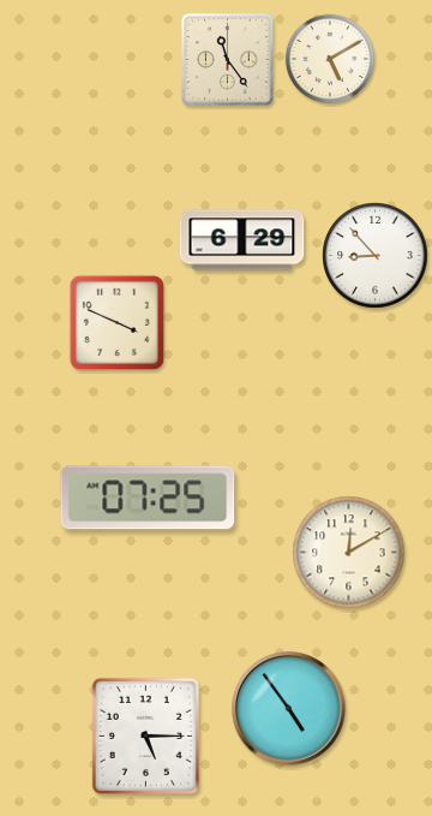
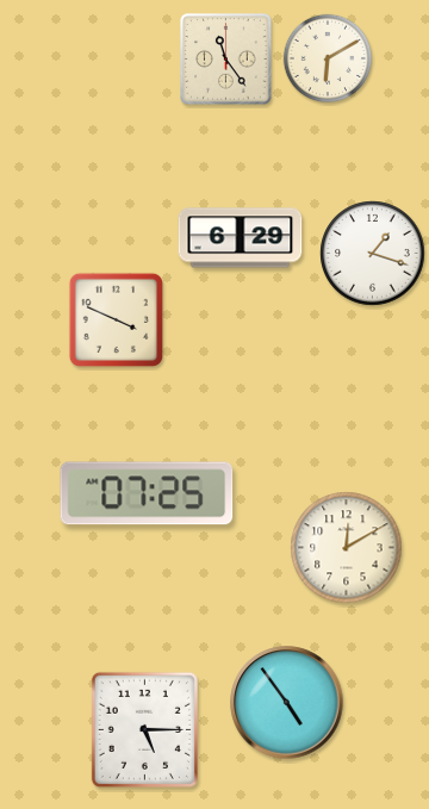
clock at (330, 59): 5:10 -> 6:10
clock at (376, 256): 8:53 -> 1:18
